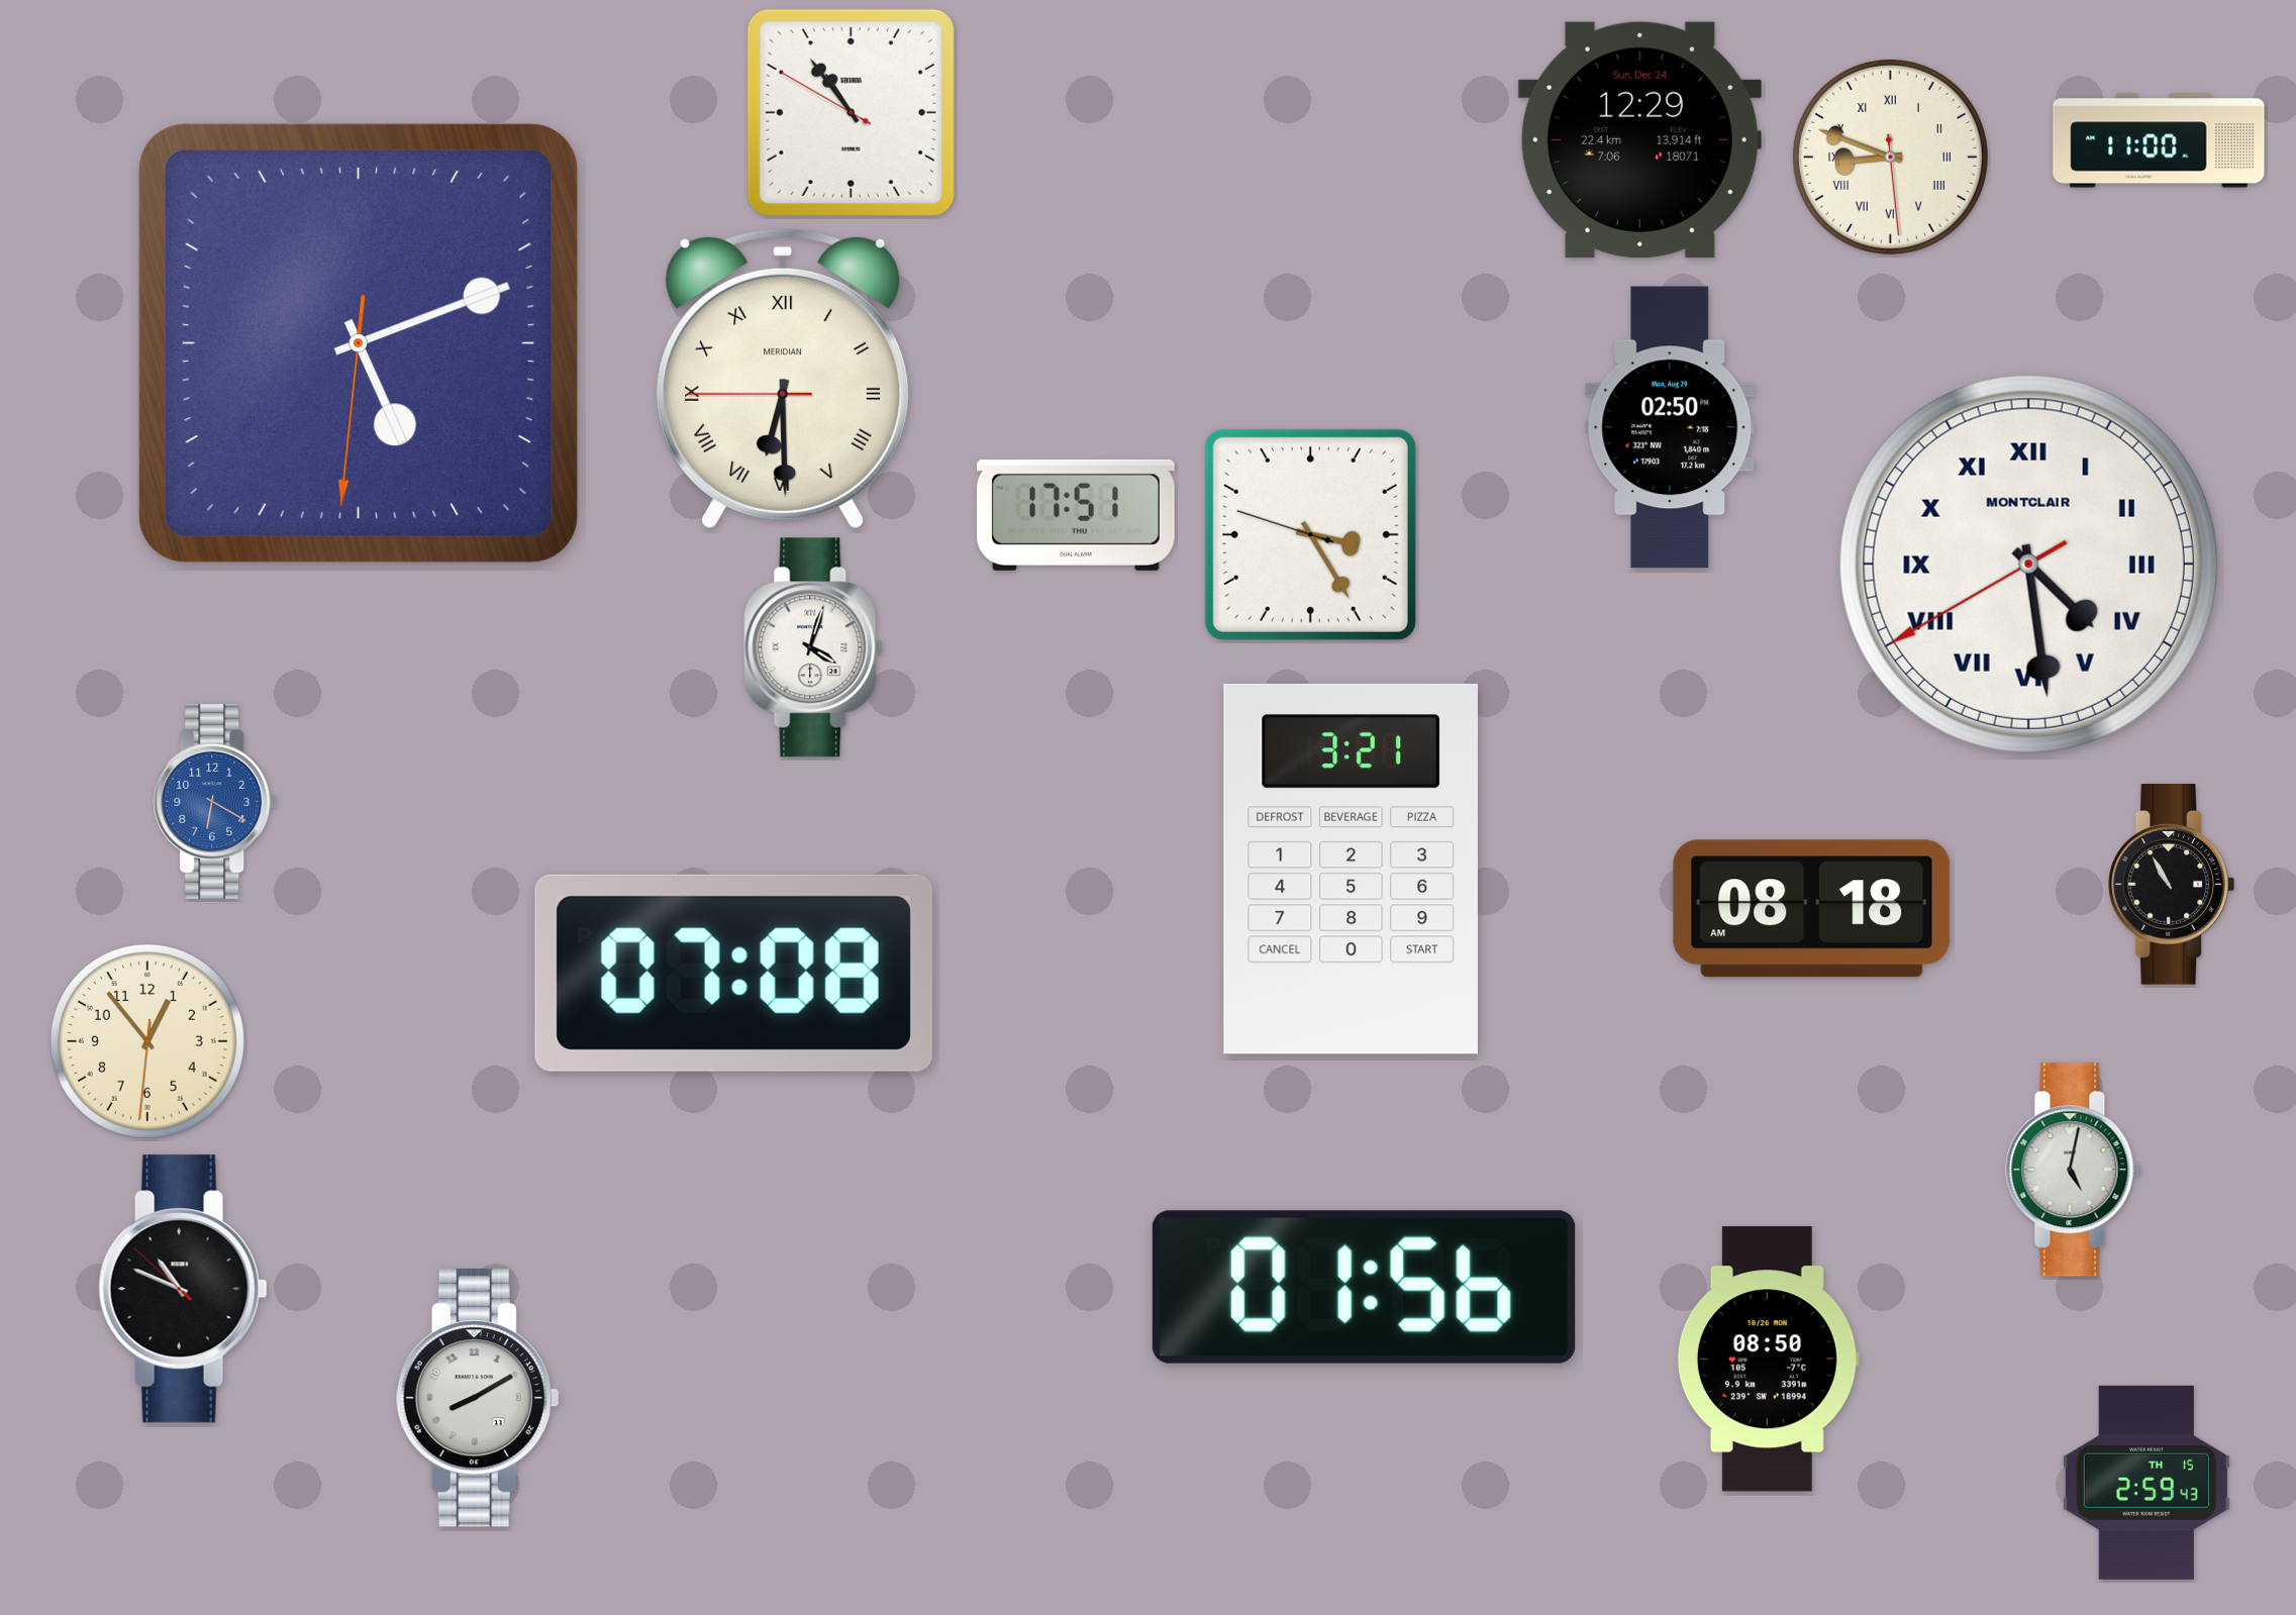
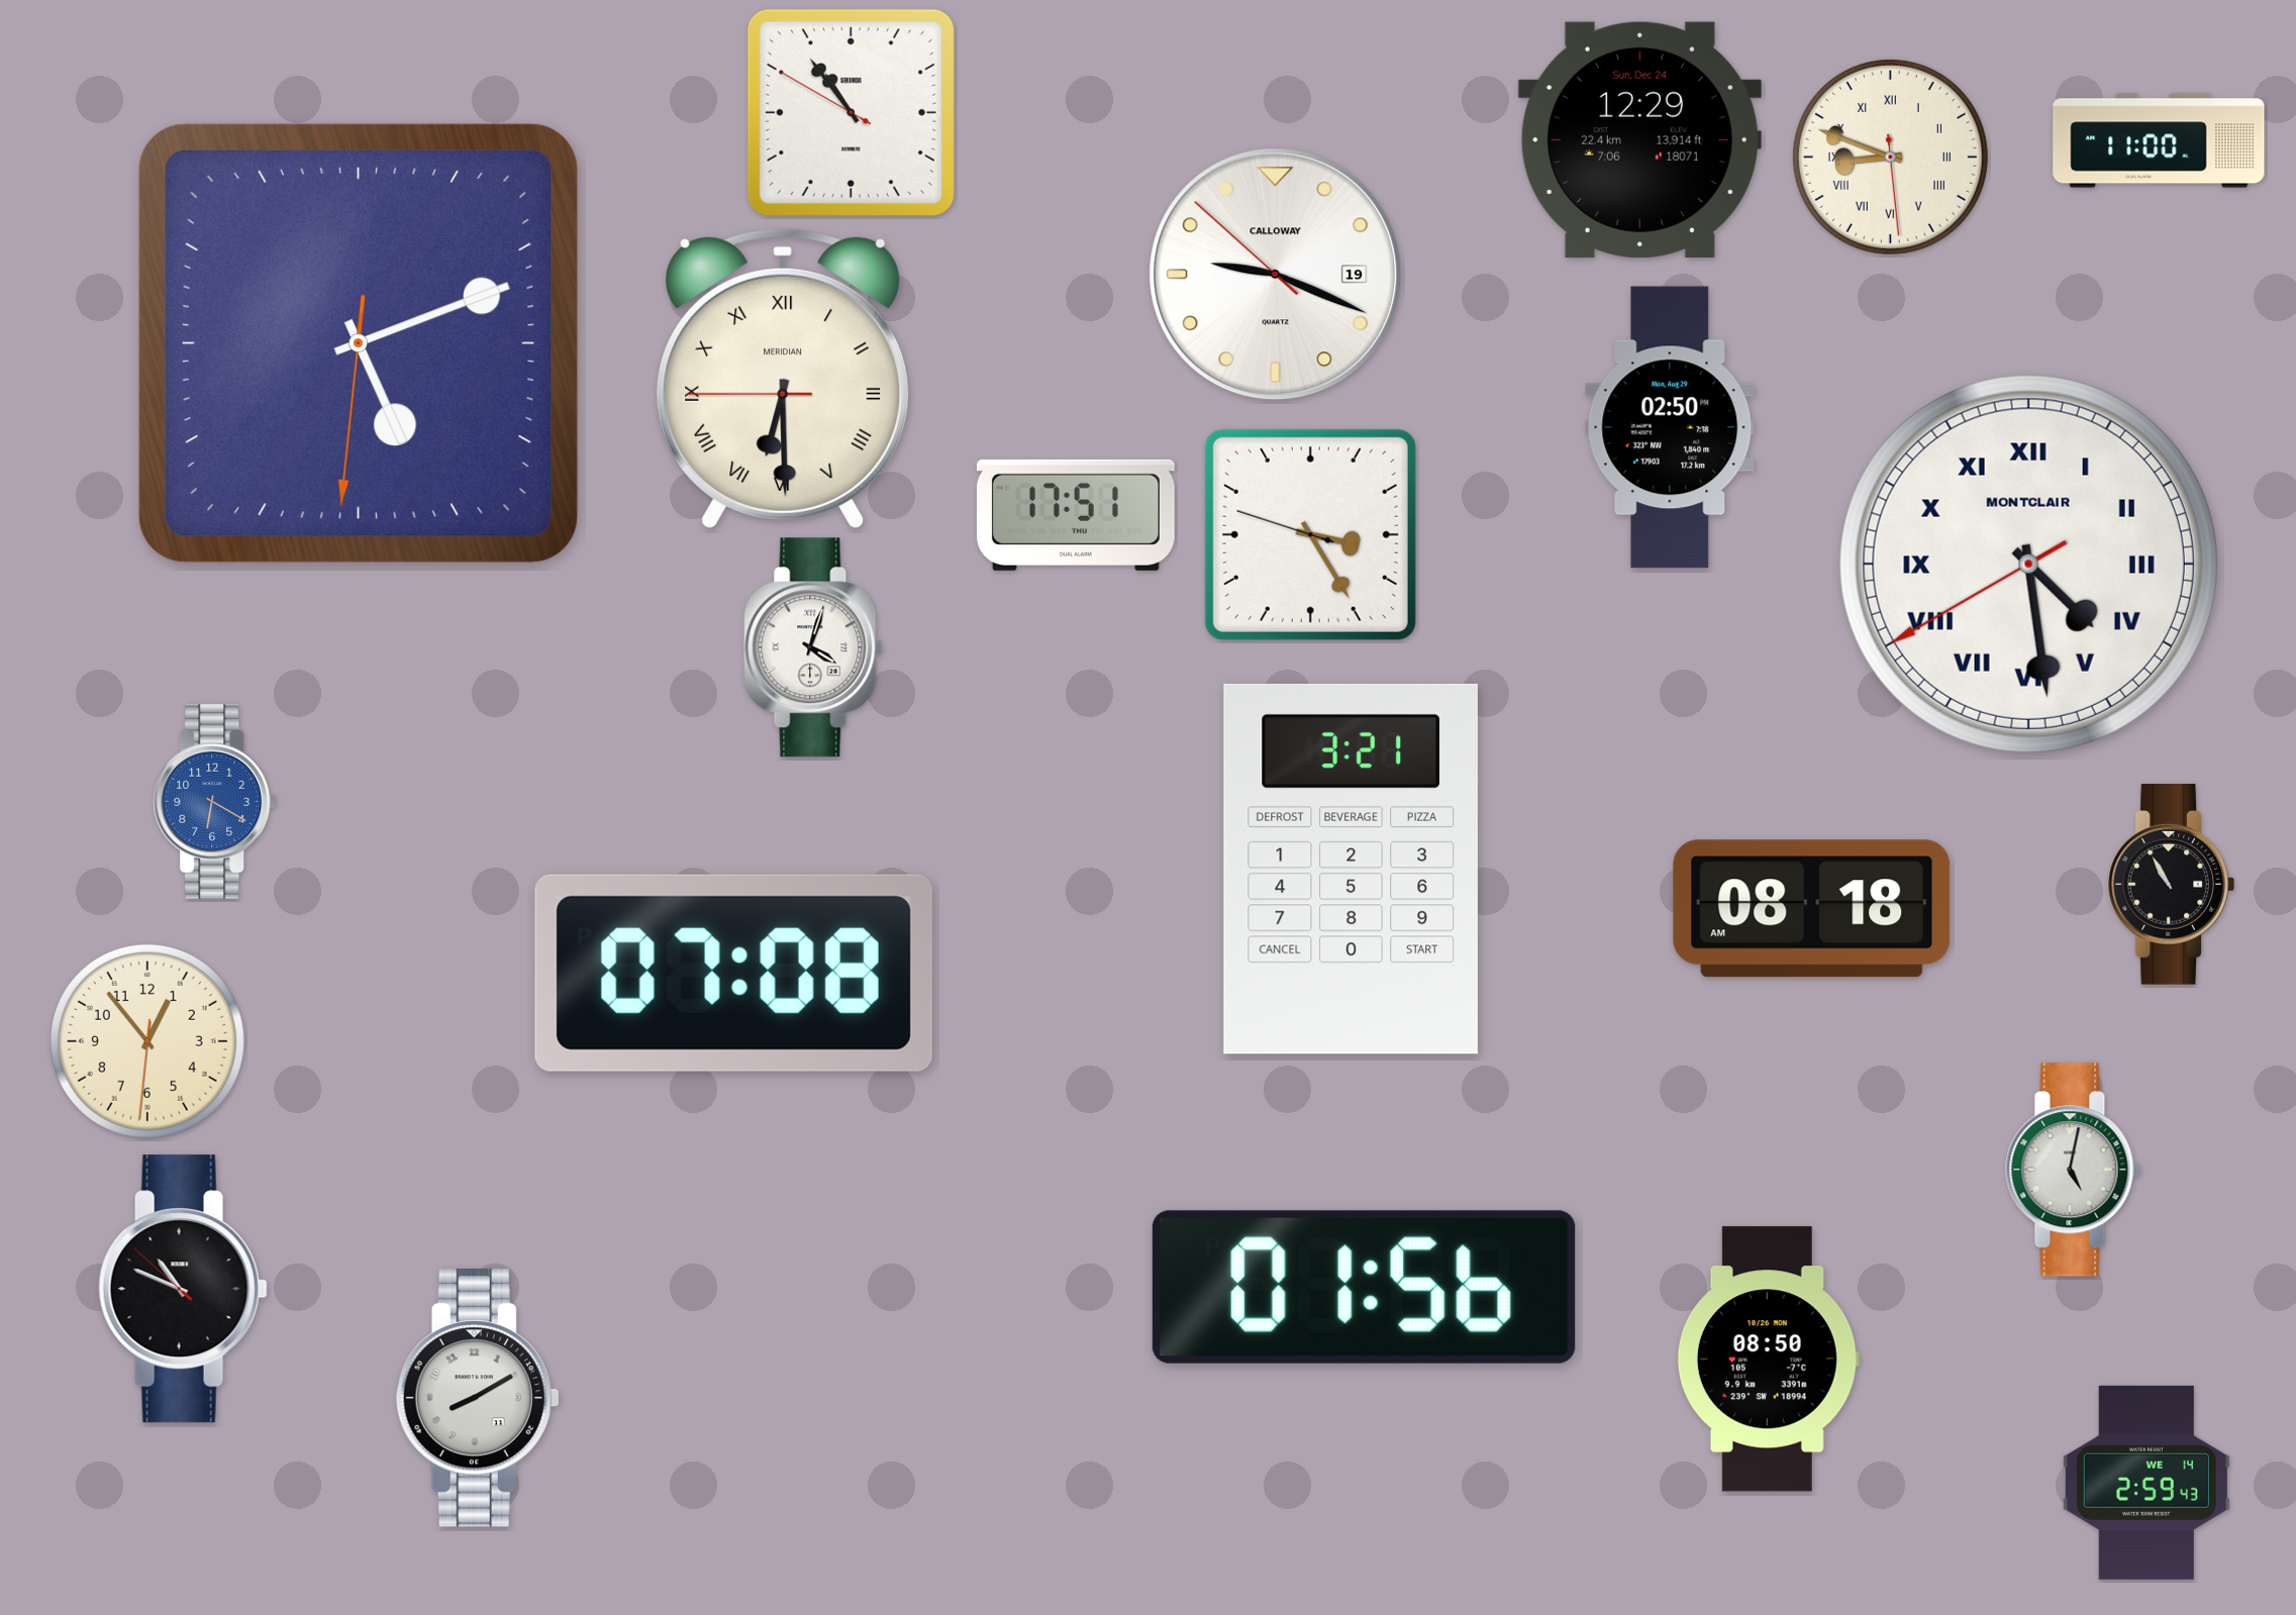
clock at (1276, 275): none -> 9:18
clock at (2147, 1483) date: TH 15 -> WE 14
